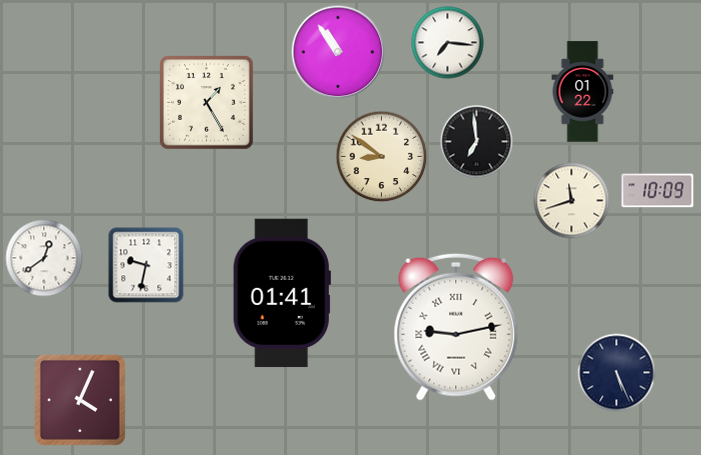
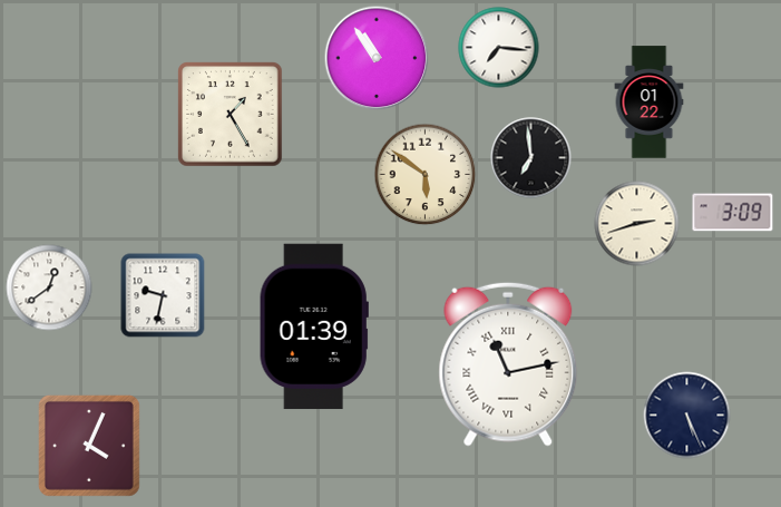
clock at (382, 157): 8:51 -> 5:51
clock at (658, 191): 10:09 -> 3:09
clock at (572, 201): 11:42 -> 2:42
clock at (282, 293): 01:41 -> 01:39
clock at (456, 327): 9:13 -> 11:13
